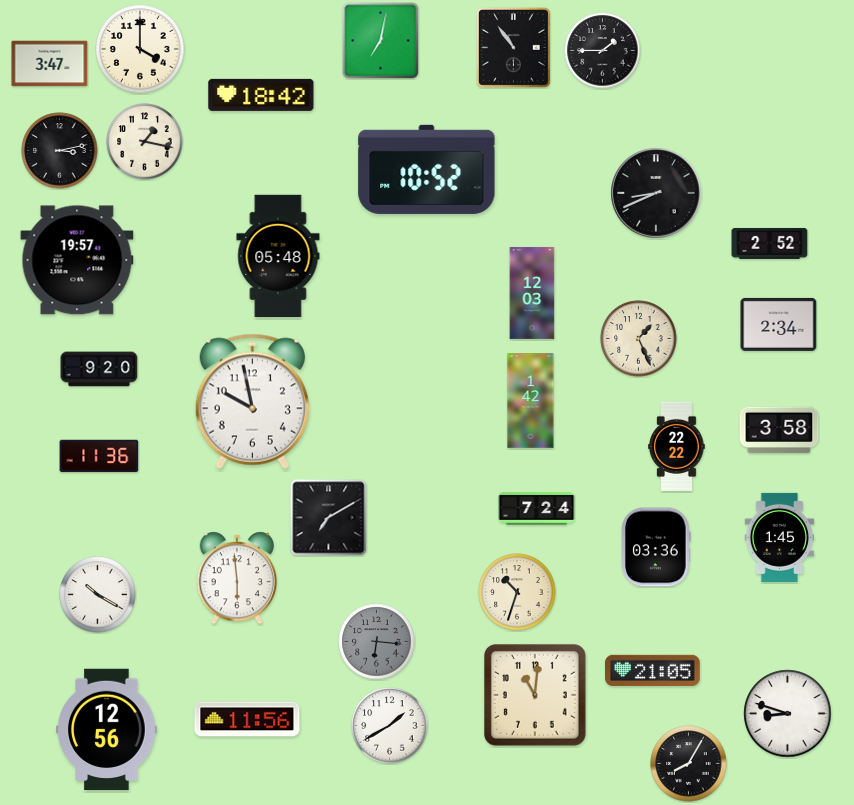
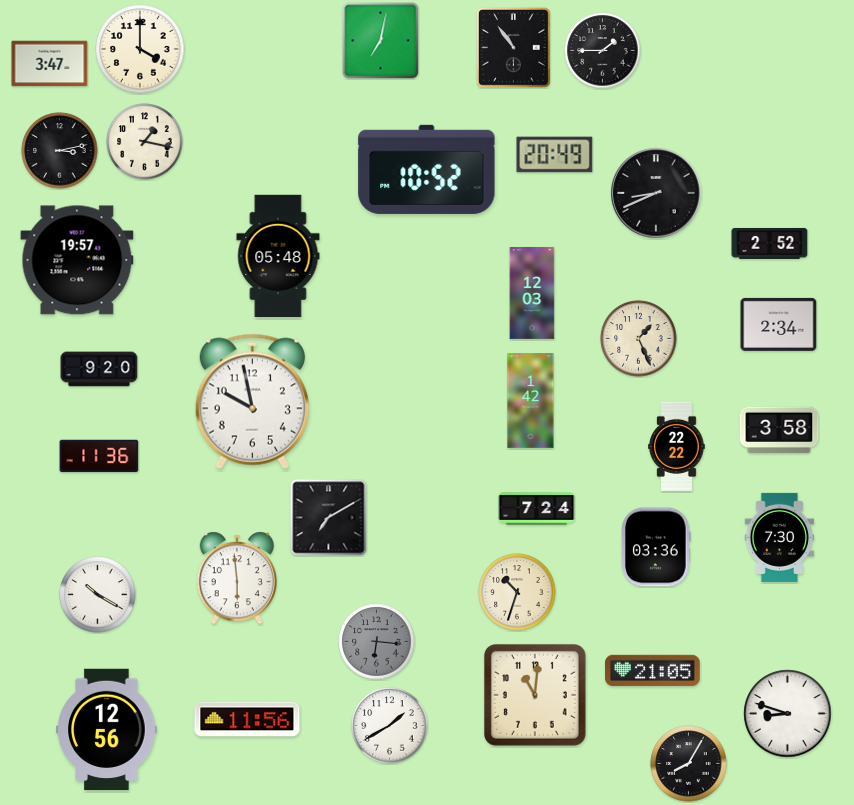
clock at (261, 95): 18:42 -> none
clock at (555, 155): none -> 20:49
clock at (780, 537): 1:45 -> 7:30
